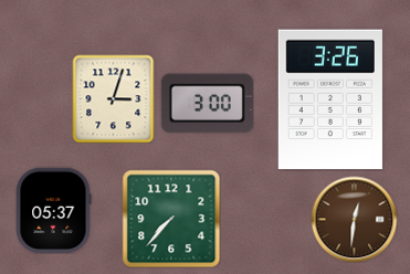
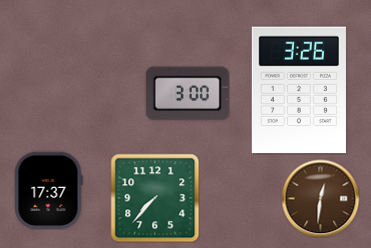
clock at (114, 98): 3:03 -> none
clock at (53, 210): 05:37 -> 17:37
